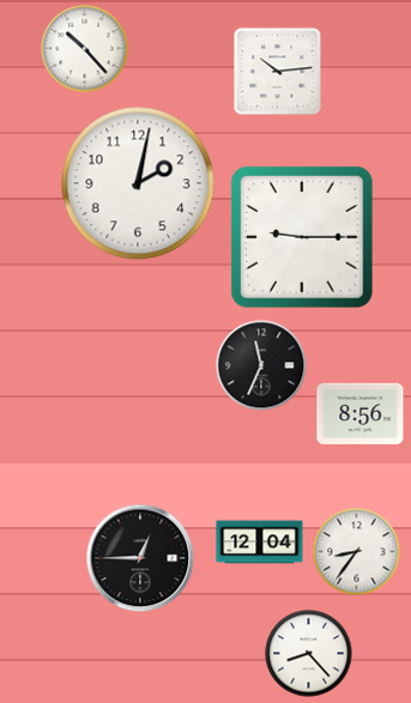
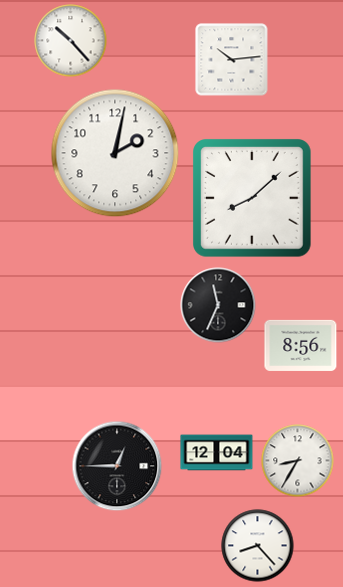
clock at (303, 238): 9:15 -> 8:08
clock at (357, 552): 8:36 -> 8:35
